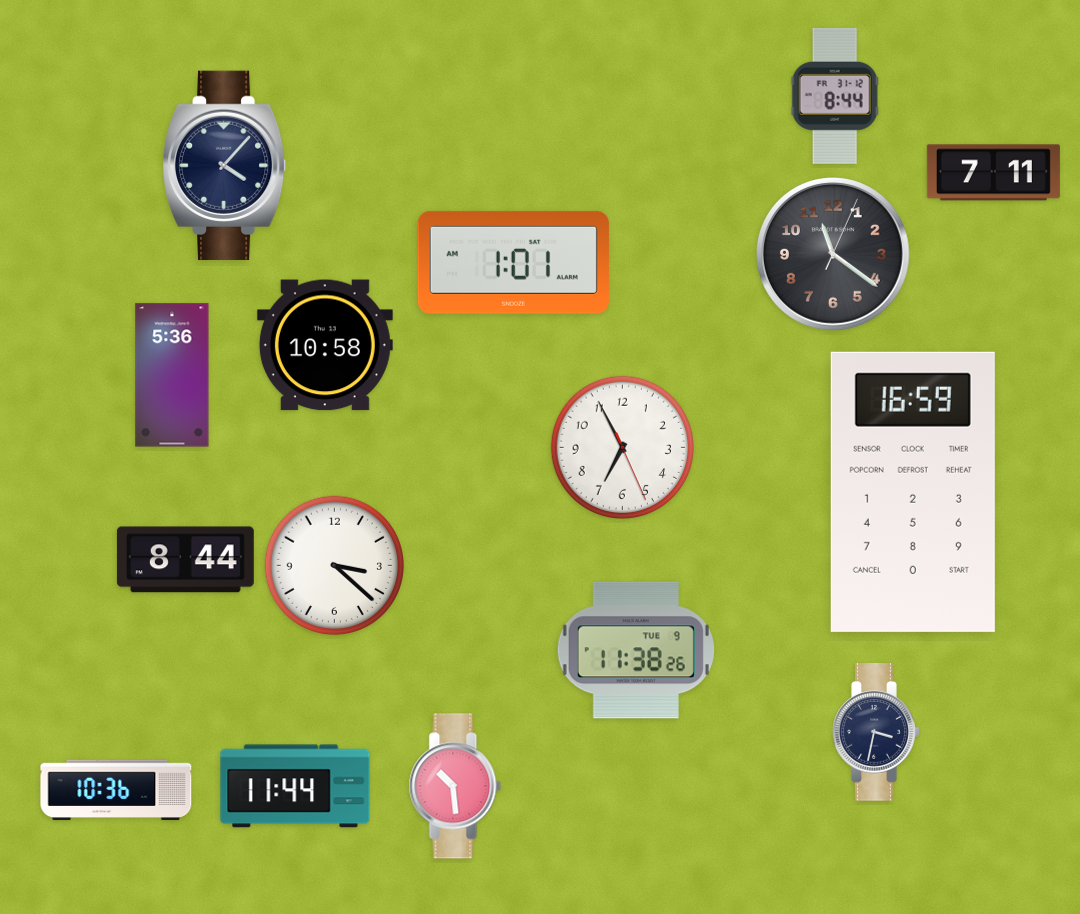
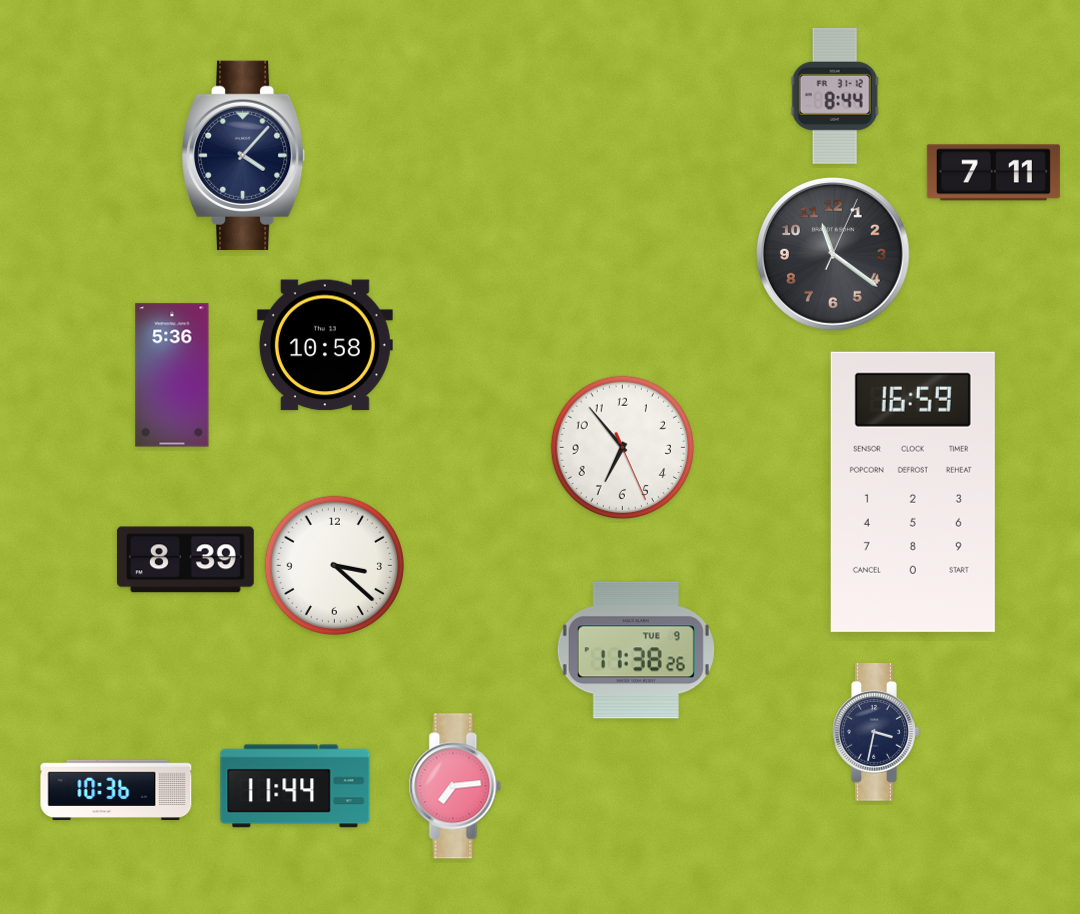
clock at (224, 165) position: (224, 165) -> (243, 155)
clock at (513, 262): 1:01 -> none
clock at (622, 447): 6:55 -> 6:53
clock at (185, 560): 8:44 -> 8:39
clock at (455, 786): 10:29 -> 7:14
